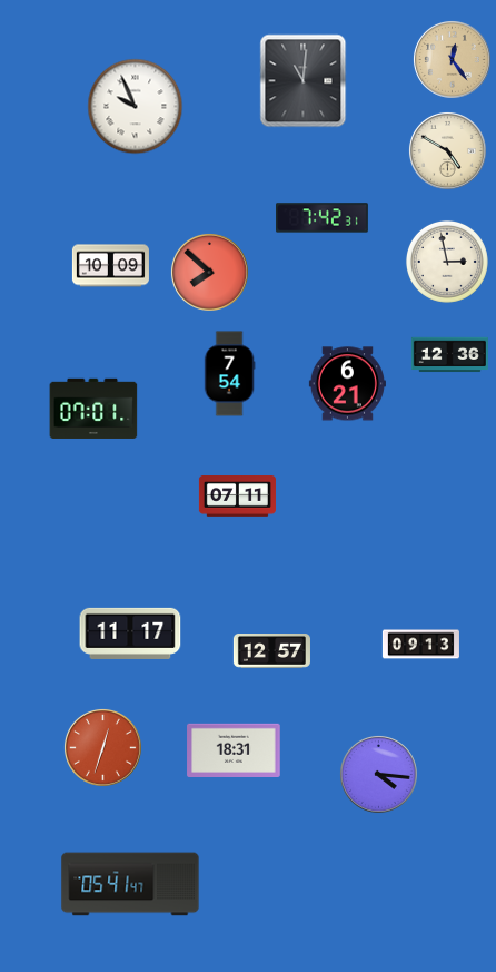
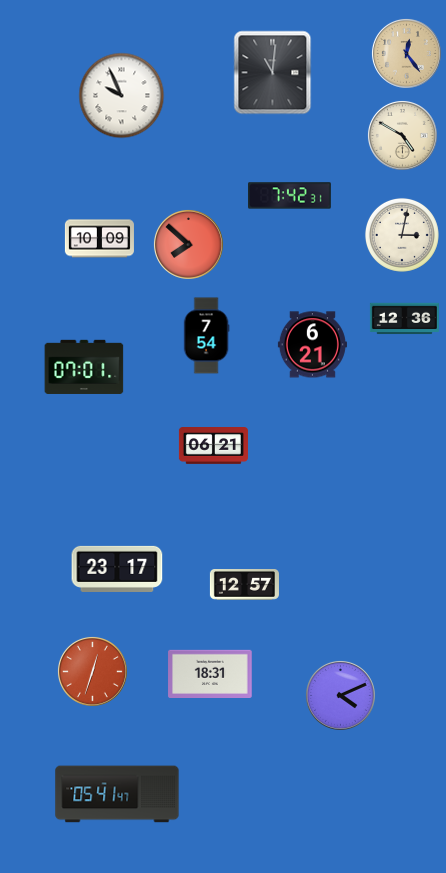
clock at (447, 262): 2:58 -> 3:02
clock at (237, 497): 07:11 -> 06:21
clock at (130, 634): 11:17 -> 23:17
clock at (420, 645): 09:13 -> none
clock at (378, 774): 4:16 -> 4:11
